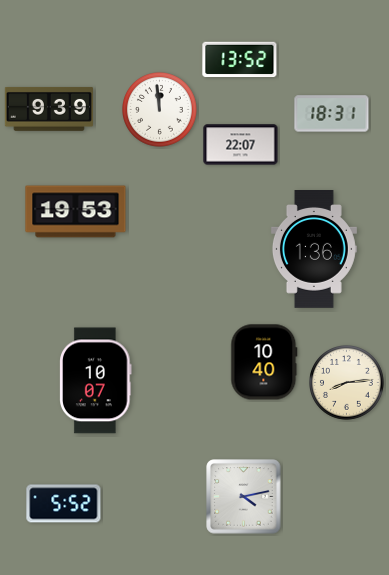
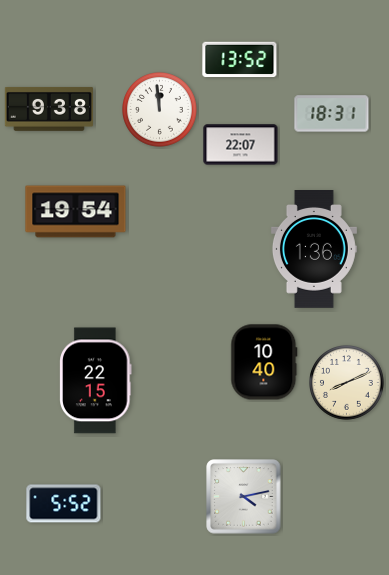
clock at (49, 109): 9:39 -> 9:38
clock at (76, 212): 19:53 -> 19:54
clock at (96, 381): 10:07 -> 22:15
clock at (347, 383): 8:14 -> 8:11
